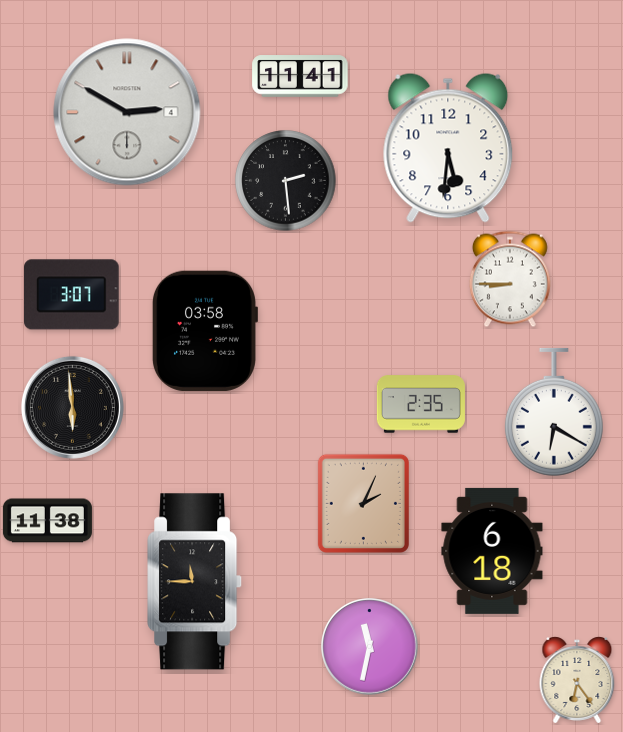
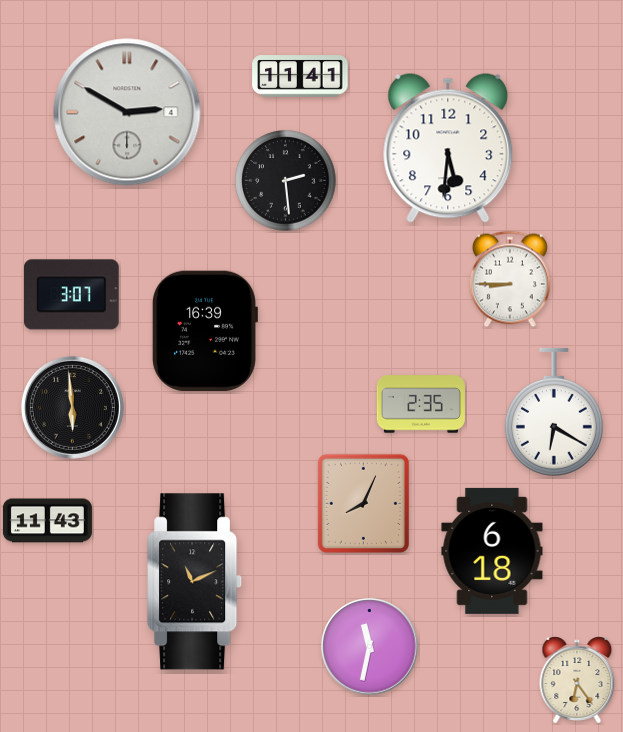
clock at (204, 331): 03:58 -> 16:39
clock at (363, 503): 2:04 -> 8:04
clock at (47, 521): 11:38 -> 11:43
clock at (195, 582): 11:45 -> 11:11
